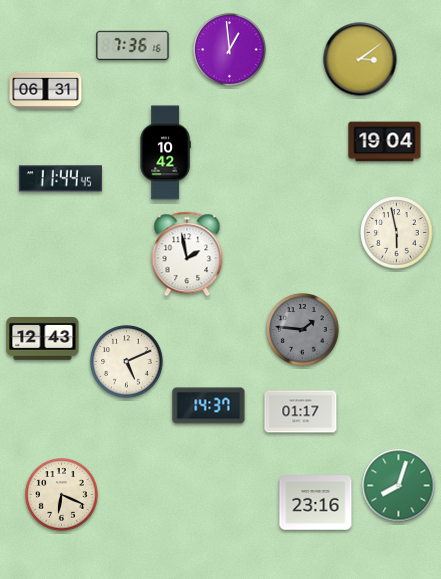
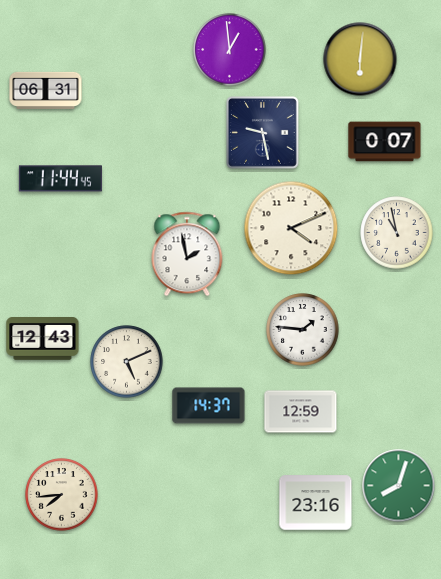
clock at (133, 46): 7:36 -> none
clock at (360, 59): 3:09 -> 6:01
clock at (262, 132): none -> 9:28
clock at (385, 142): 19:04 -> 0:07
clock at (165, 153): 10:42 -> none
clock at (291, 228): none -> 4:11
clock at (397, 233): 5:58 -> 10:58
clock at (303, 330) dial: grey -> white
clock at (301, 412): 01:17 -> 12:59
clock at (62, 495): 6:19 -> 7:44
